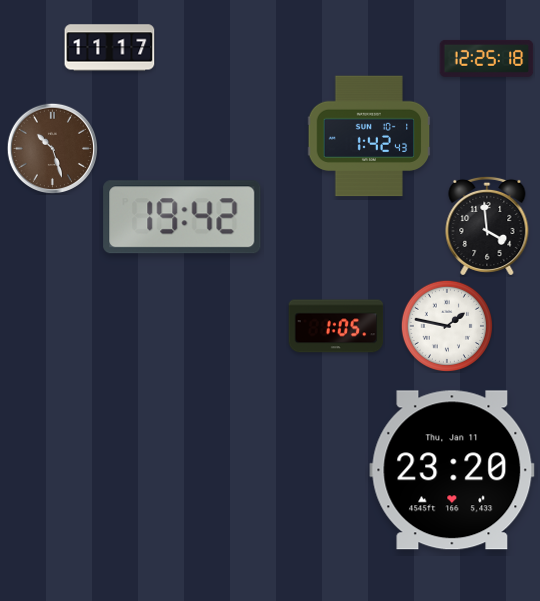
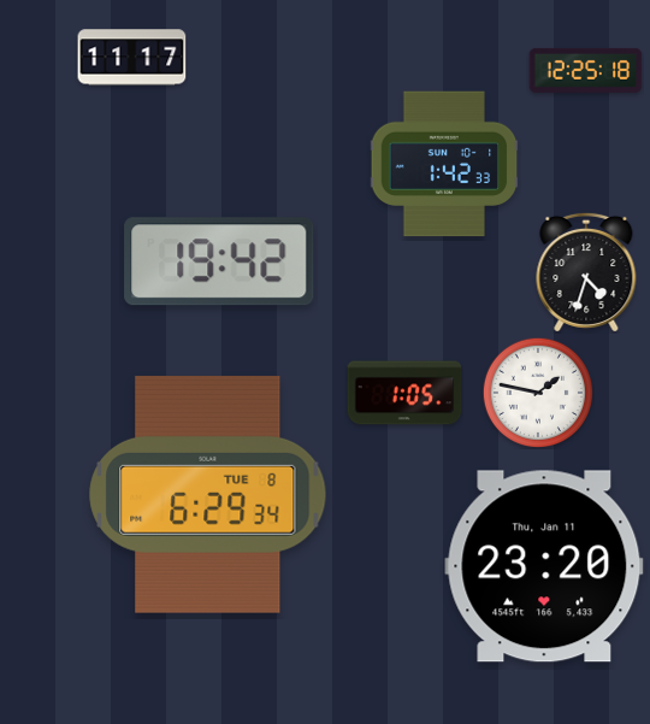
clock at (369, 136): 1:42:43 -> 1:42:33
clock at (52, 148): 10:27 -> none
clock at (487, 226): 3:59 -> 4:33
clock at (208, 494): none -> 6:29
